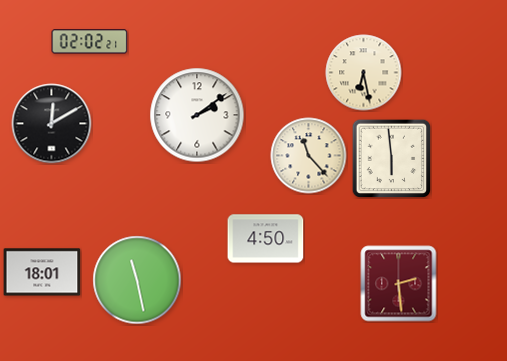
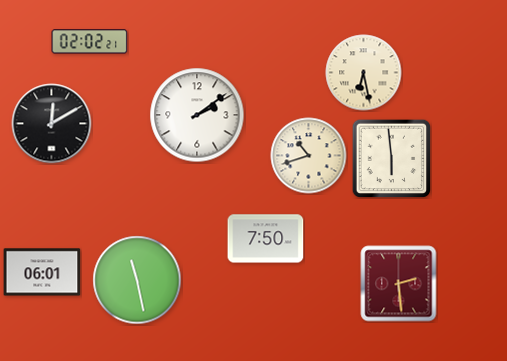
clock at (309, 156): 11:23 -> 10:42
clock at (266, 239): 4:50 -> 7:50
clock at (42, 272): 18:01 -> 06:01
